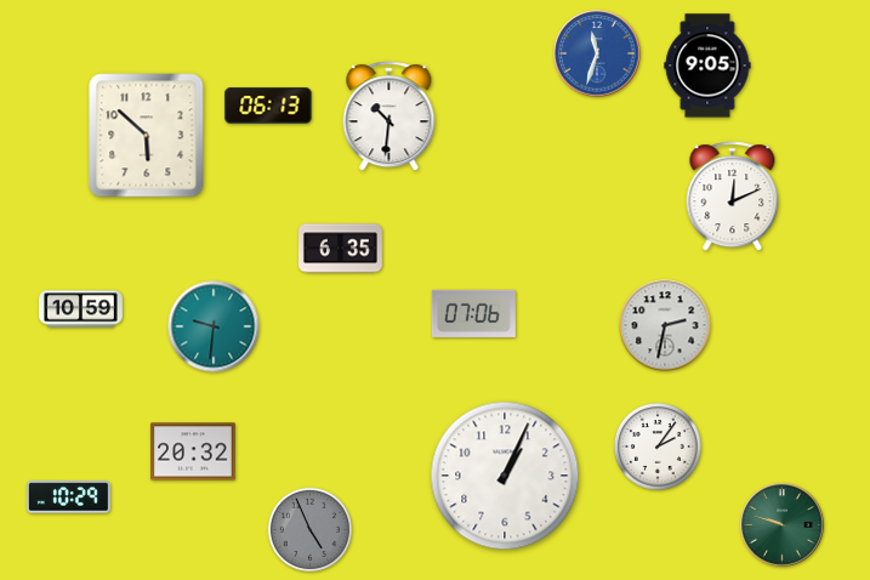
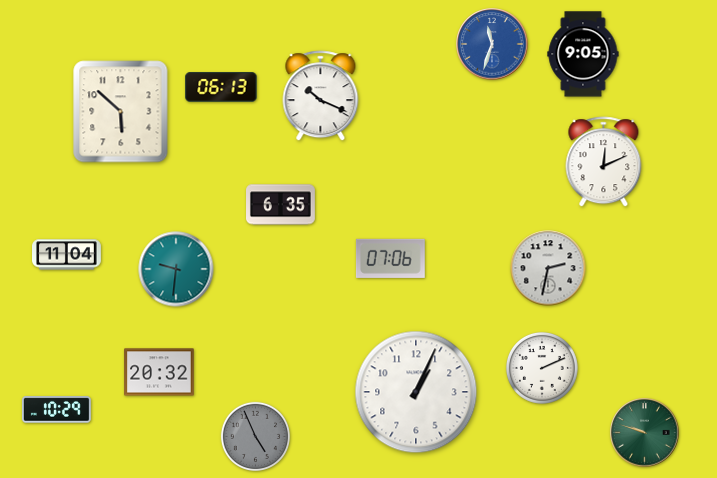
clock at (389, 116): 10:31 -> 10:19
clock at (81, 309): 10:59 -> 11:04
clock at (658, 447): 2:06 -> 2:11
